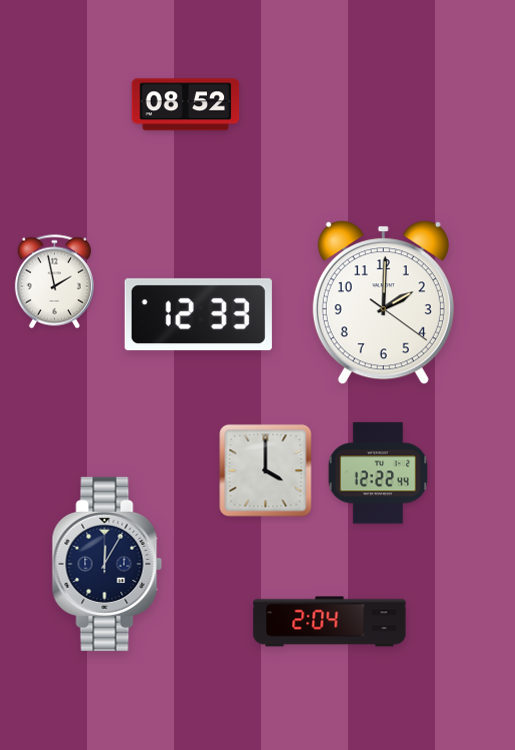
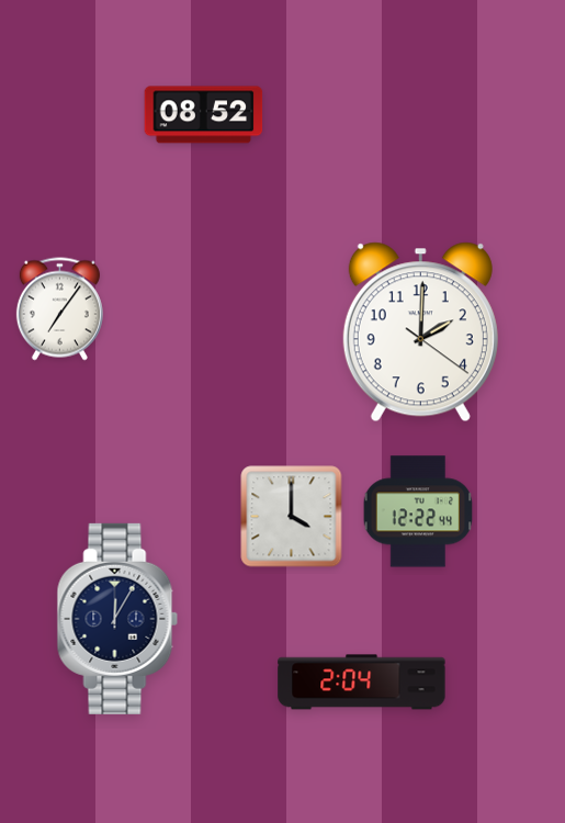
clock at (54, 282): 1:58 -> 7:06
clock at (198, 315): 12:33 -> none
clock at (377, 473) position: (377, 473) -> (417, 511)
